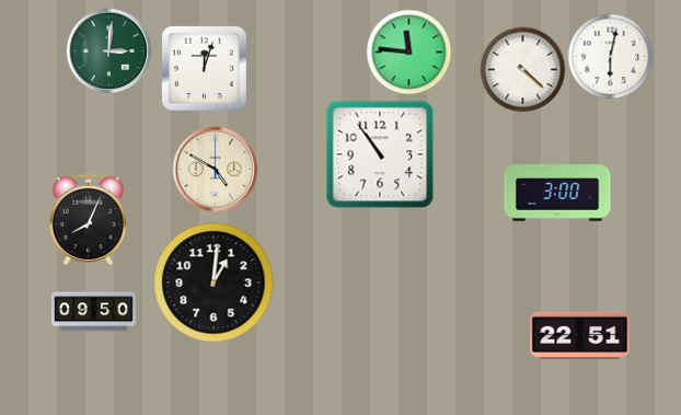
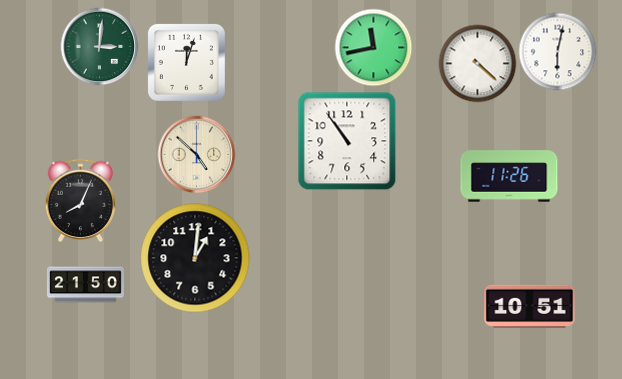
clock at (408, 51): 11:46 -> 11:43
clock at (215, 169): 4:50 -> 4:52
clock at (557, 193): 3:00 -> 11:26
clock at (94, 312): 09:50 -> 21:50
clock at (580, 335): 22:51 -> 10:51
